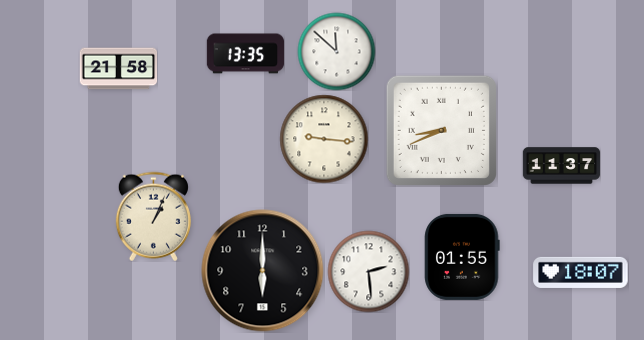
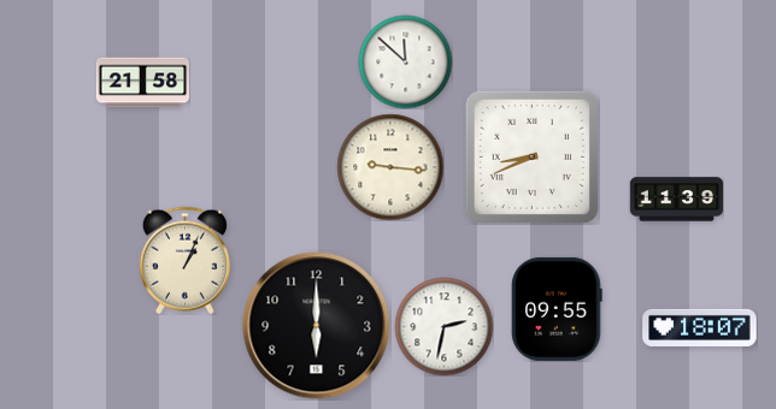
clock at (245, 54): 13:35 -> none
clock at (561, 166): 11:37 -> 11:39
clock at (462, 257): 01:55 -> 09:55
clock at (368, 271): 2:29 -> 2:32
